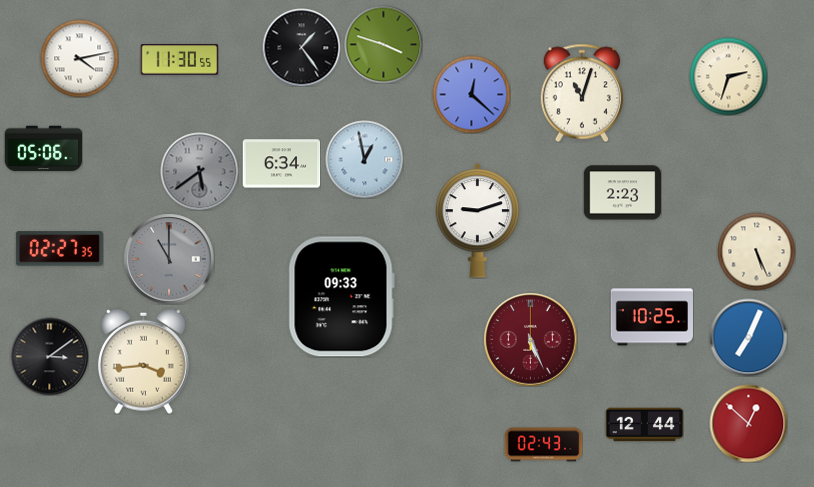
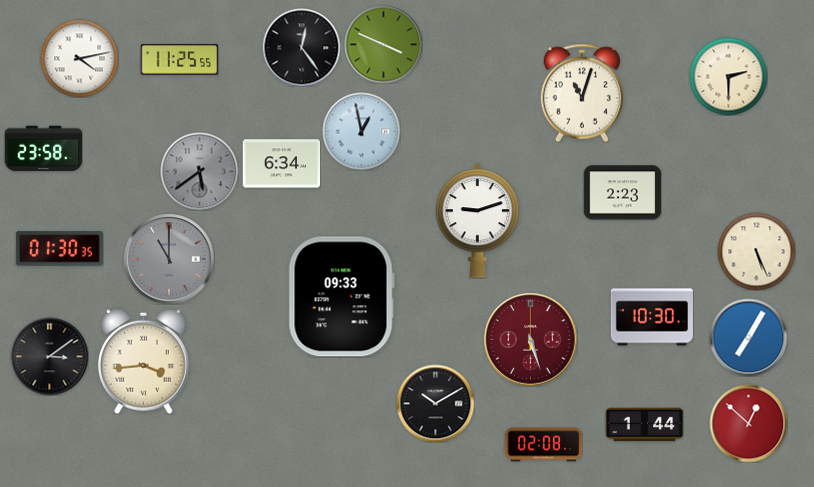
clock at (383, 44): 3:48 -> 3:49
clock at (301, 47): 1:24 -> 12:24
clock at (179, 60): 11:30 -> 11:25
clock at (728, 76): 2:33 -> 2:30
clock at (471, 94): 12:22 -> none
clock at (43, 149): 05:06 -> 23:58
clock at (364, 159) position: (364, 159) -> (361, 131)
clock at (59, 249): 02:27 -> 01:30
clock at (652, 317): 10:25 -> 10:30
clock at (748, 337): 7:04 -> 7:05
clock at (530, 339): 5:26 -> 5:27
clock at (435, 403): none -> 10:10
clock at (644, 425): 12:44 -> 1:44
clock at (543, 445): 02:43 -> 02:08
